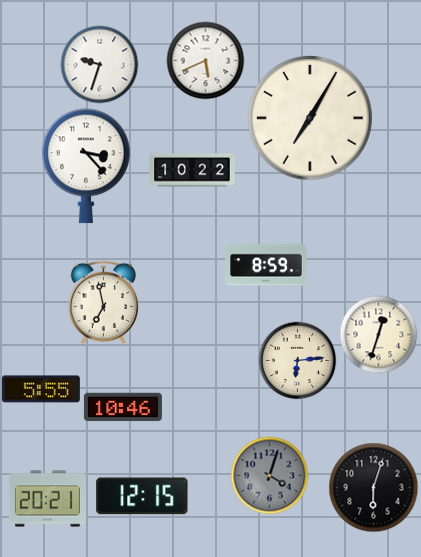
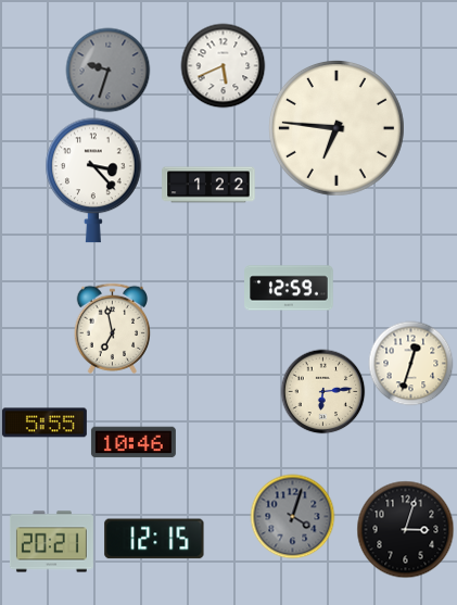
clock at (99, 64) dial: white -> grey
clock at (310, 118): 7:05 -> 6:46
clock at (192, 170): 10:22 -> 1:22
clock at (266, 265): 8:59 -> 12:59
clock at (373, 487): 6:03 -> 3:03
